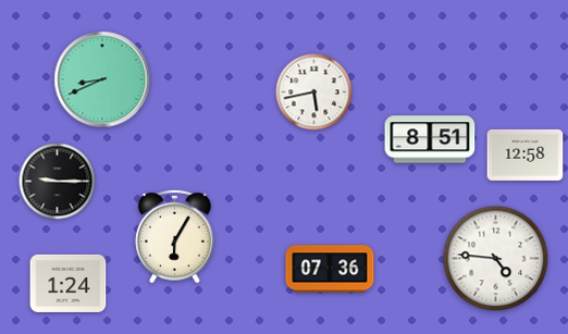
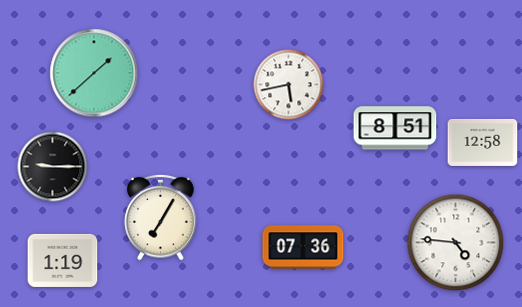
clock at (102, 79): 8:41 -> 1:38
clock at (175, 236): 6:05 -> 7:05
clock at (496, 259) position: (496, 259) -> (456, 243)
clock at (69, 283): 1:24 -> 1:19
